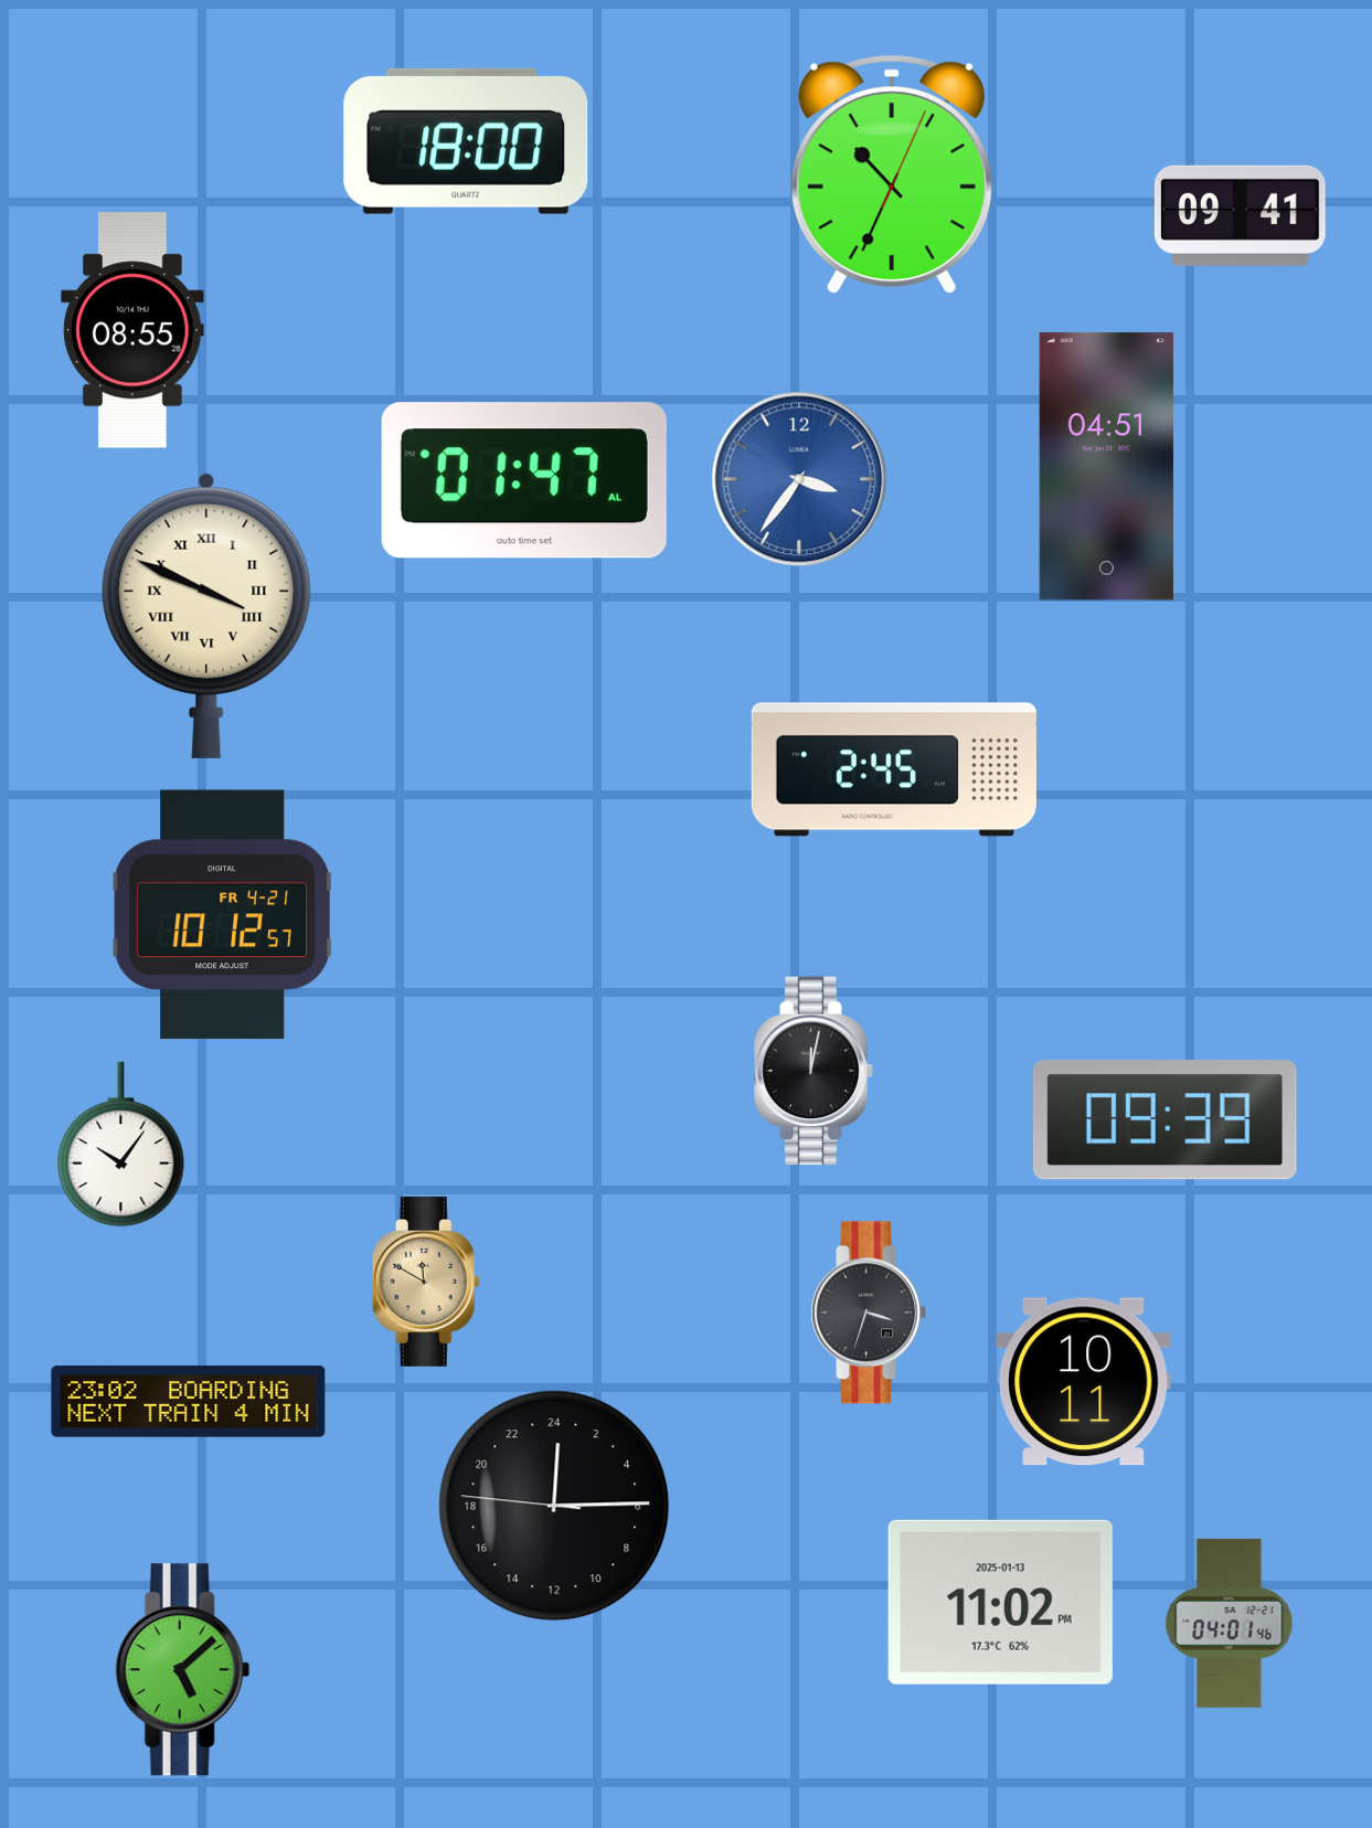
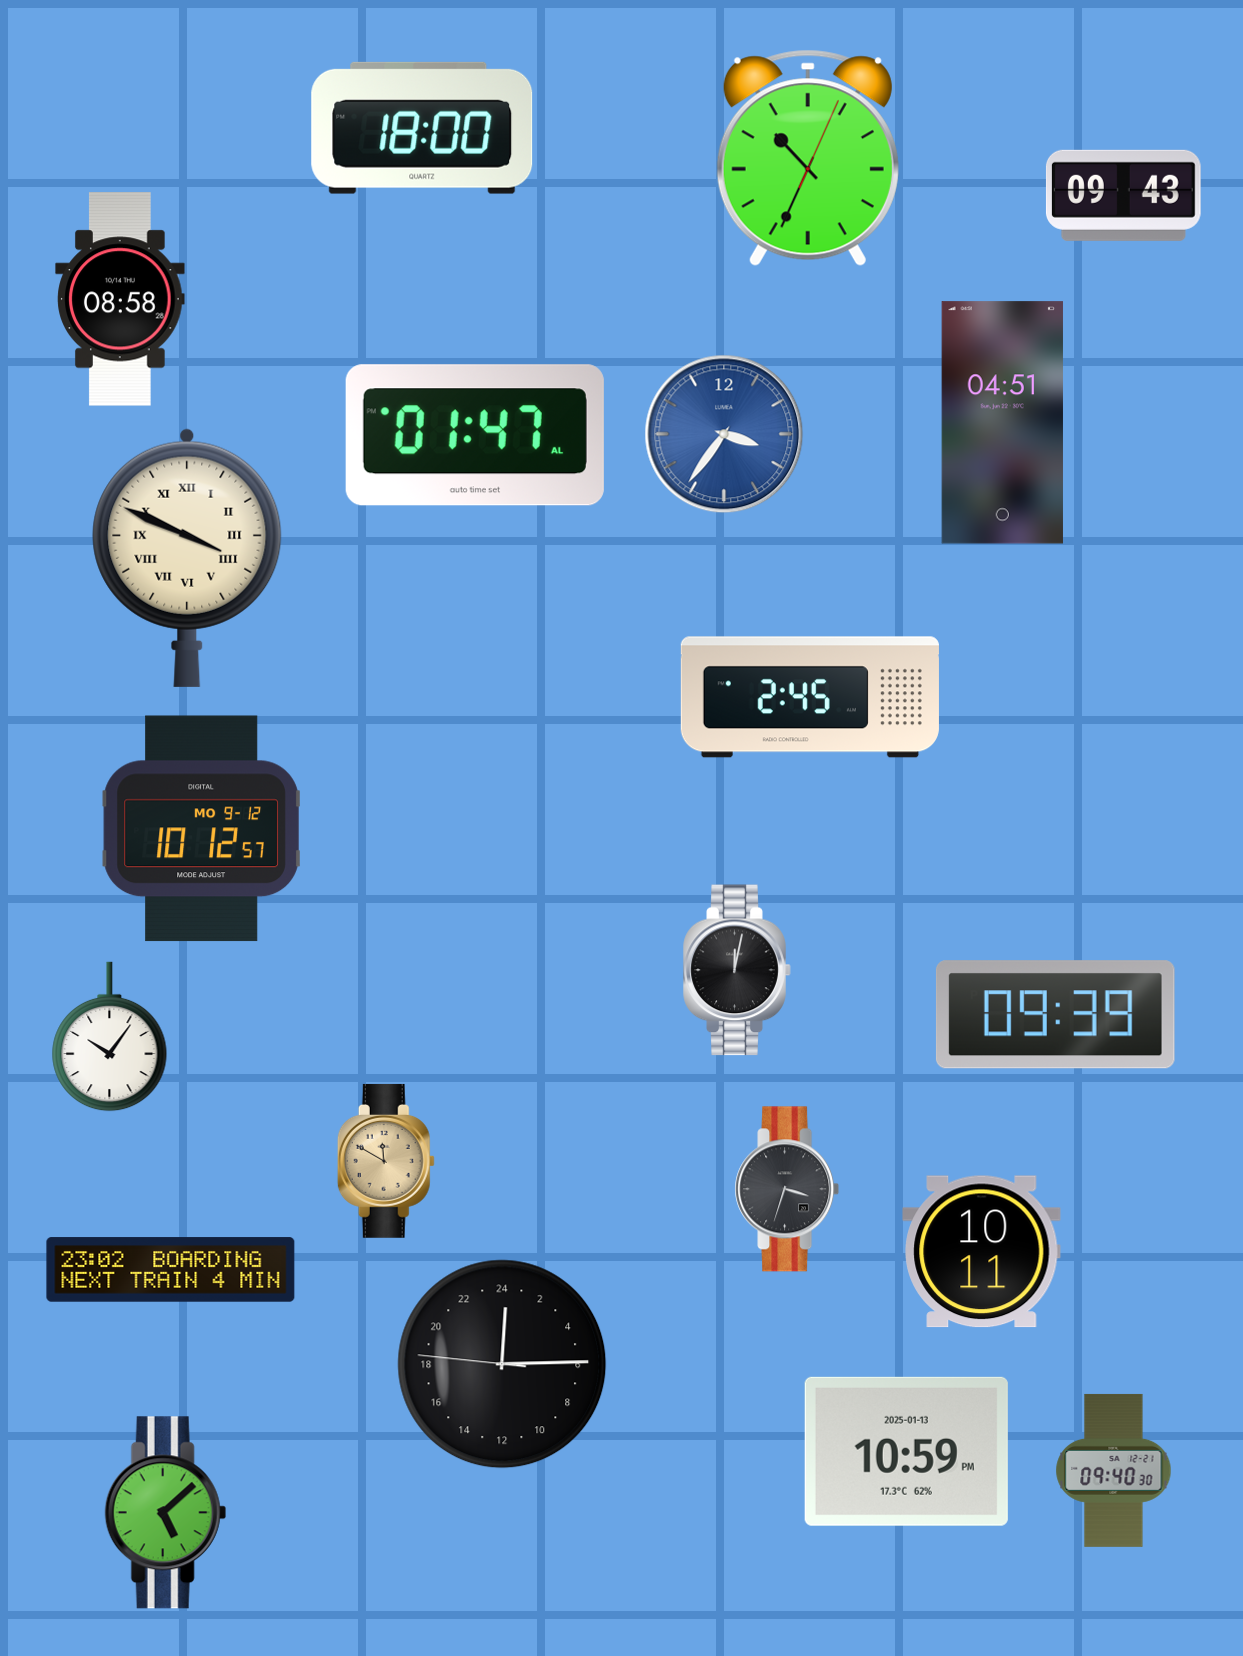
clock at (1240, 215): 09:41 -> 09:43
clock at (132, 330): 08:55 -> 08:58
clock at (223, 915) date: FR 4-21 -> MO 9-12
clock at (1000, 1602): 11:02 -> 10:59
clock at (1230, 1623): 04:01 -> 09:40
